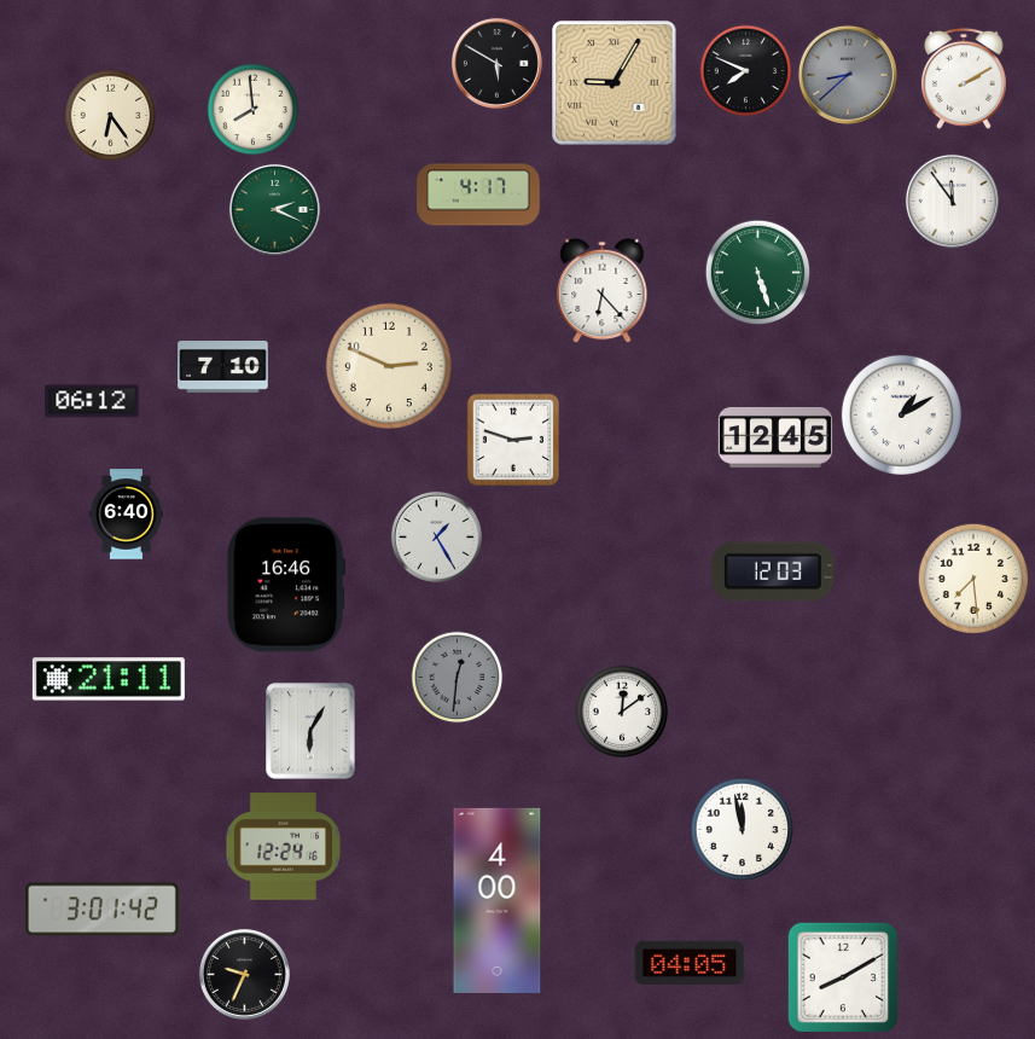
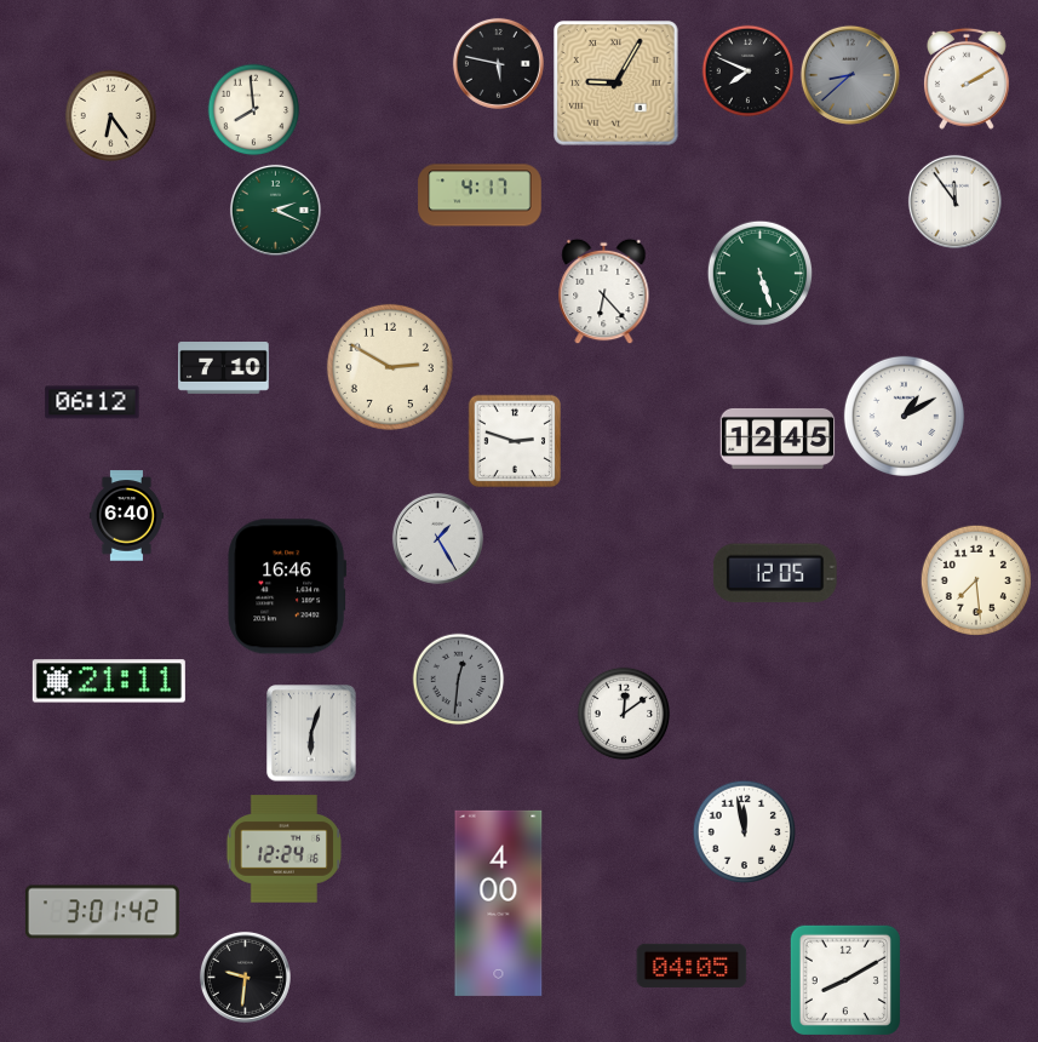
clock at (496, 63): 5:50 -> 5:47
clock at (389, 366): 2:49 -> 2:50
clock at (773, 571): 12:03 -> 12:05
clock at (310, 731): 6:05 -> 6:03
clock at (244, 974): 9:34 -> 9:31
